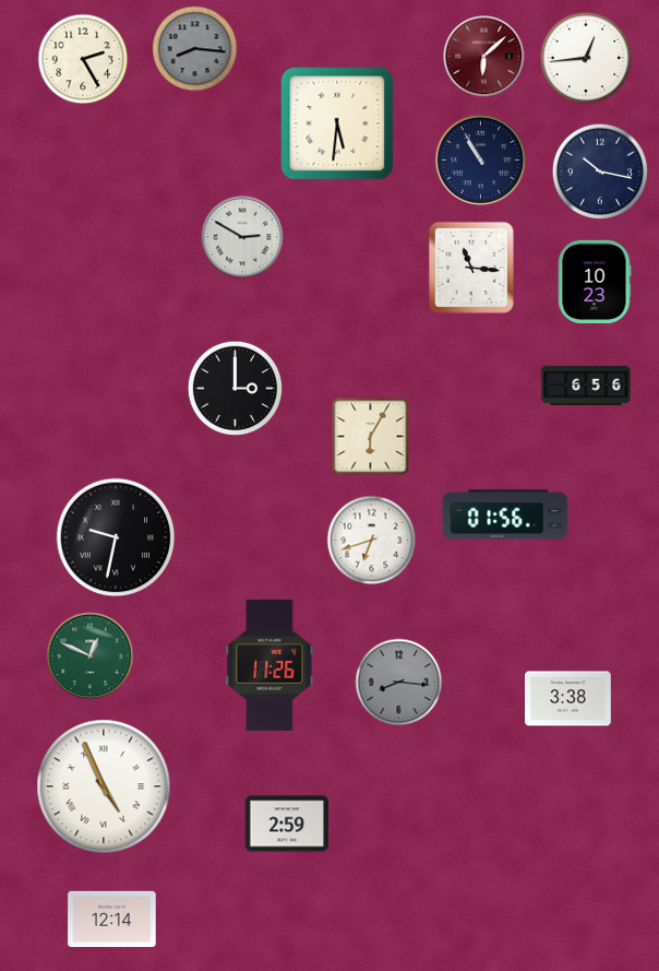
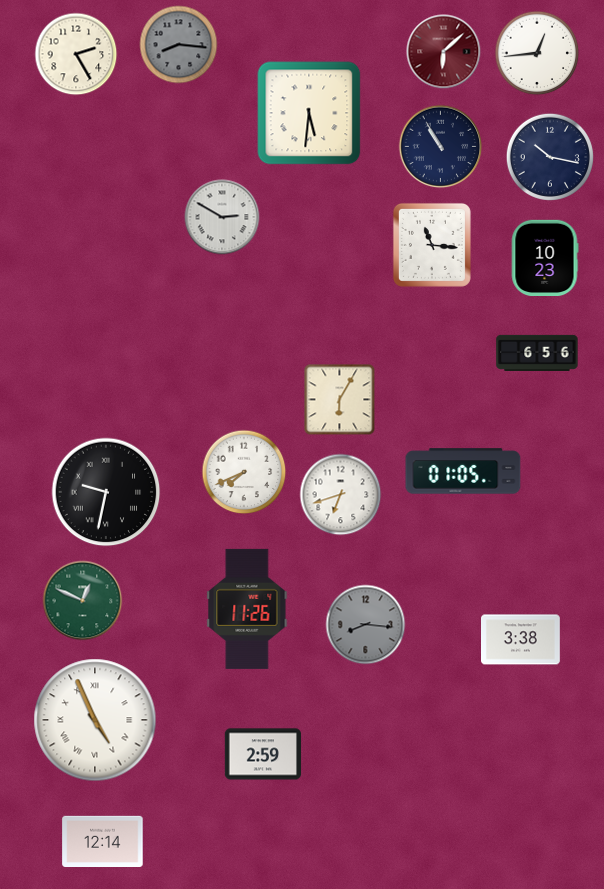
clock at (235, 388): 3:00 -> none
clock at (505, 514): 01:56 -> 01:05
clock at (244, 472): none -> 7:41
